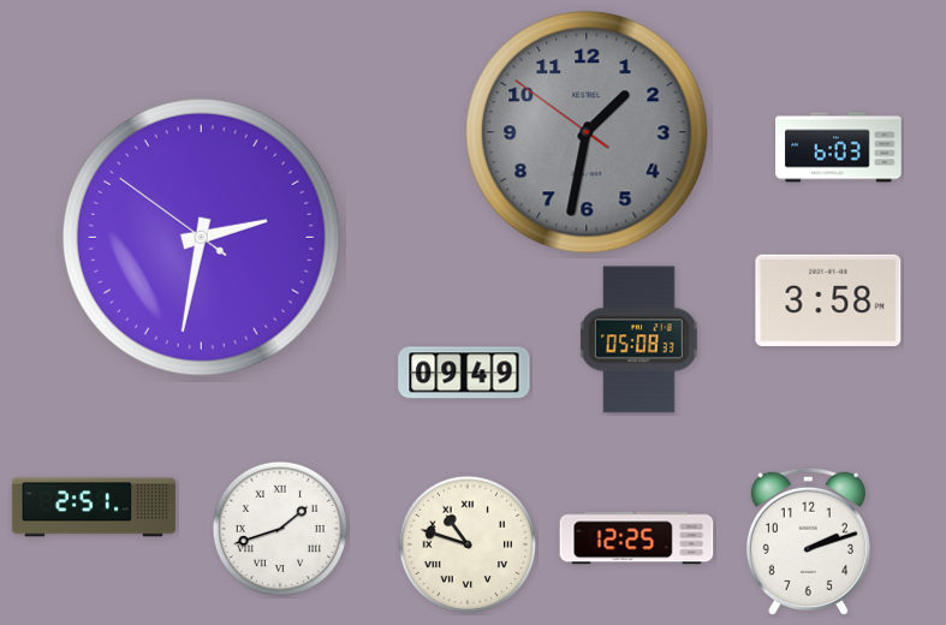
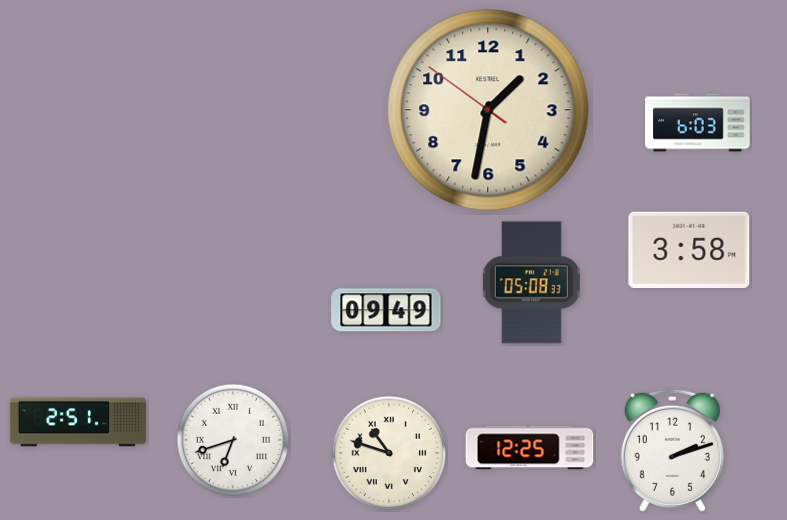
clock at (587, 132) dial: grey -> cream
clock at (201, 237): 2:31 -> none
clock at (280, 529): 1:42 -> 6:42
